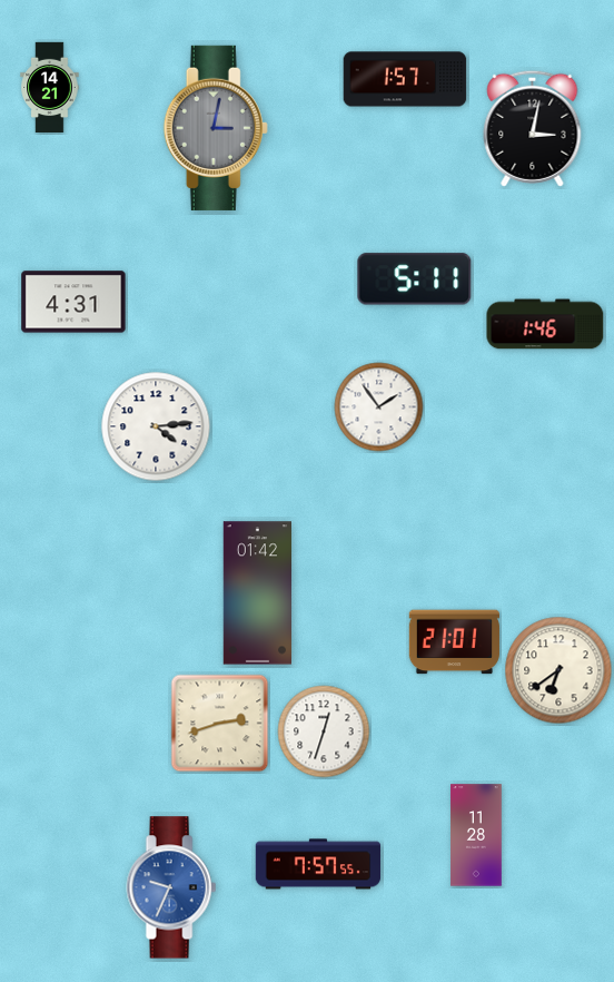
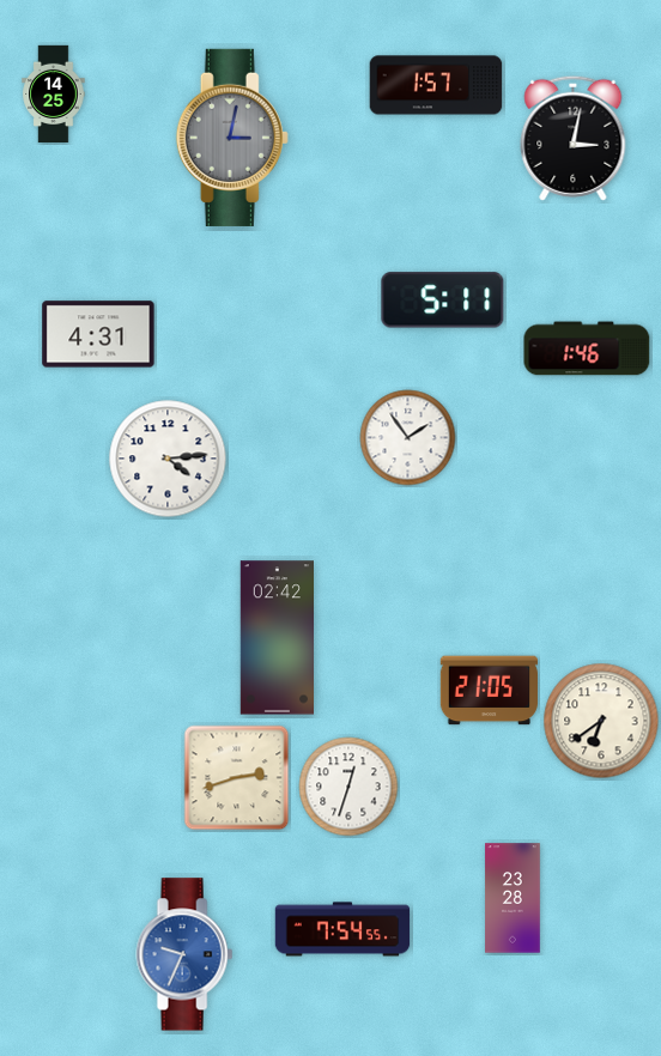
clock at (50, 88): 14:21 -> 14:25
clock at (415, 279) position: (415, 279) -> (443, 301)
clock at (73, 302) position: (73, 302) -> (98, 334)
clock at (257, 593): 01:42 -> 02:42
clock at (454, 642): 21:01 -> 21:05
clock at (476, 835): 11:28 -> 23:28
clock at (318, 864): 7:57 -> 7:54
